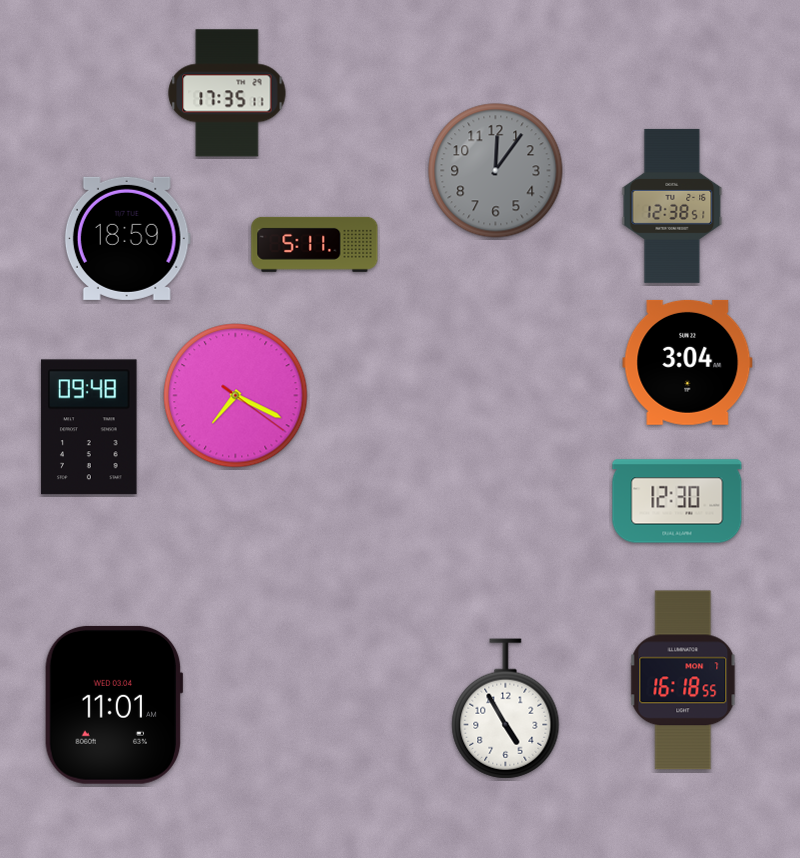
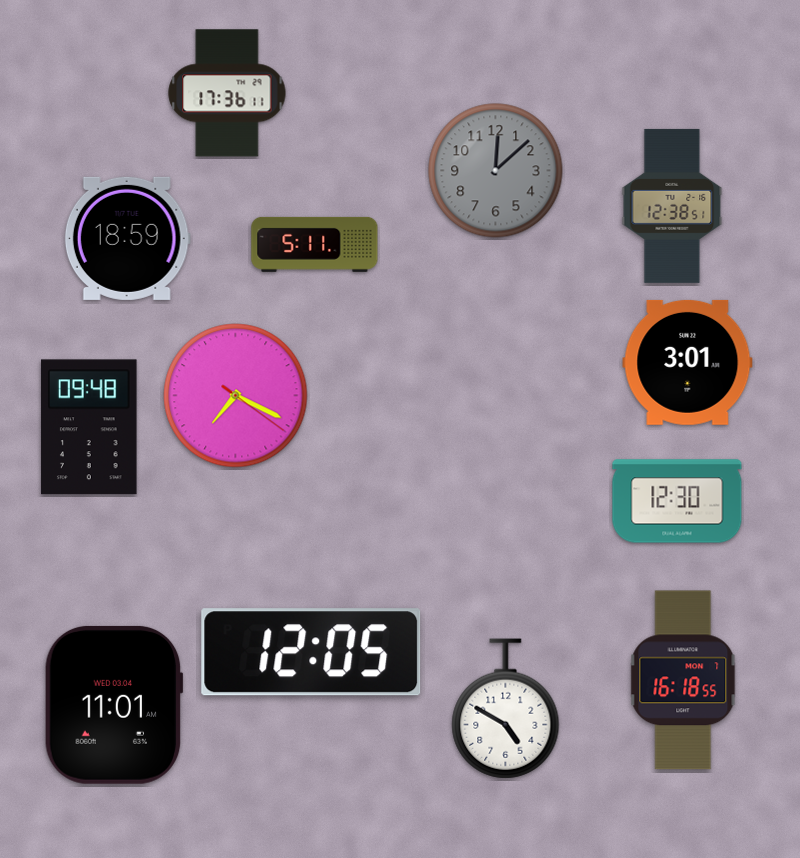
clock at (227, 93): 17:35 -> 17:36
clock at (496, 171): 12:06 -> 12:08
clock at (688, 362): 3:04 -> 3:01
clock at (311, 652): none -> 12:05
clock at (506, 709): 4:55 -> 4:50
